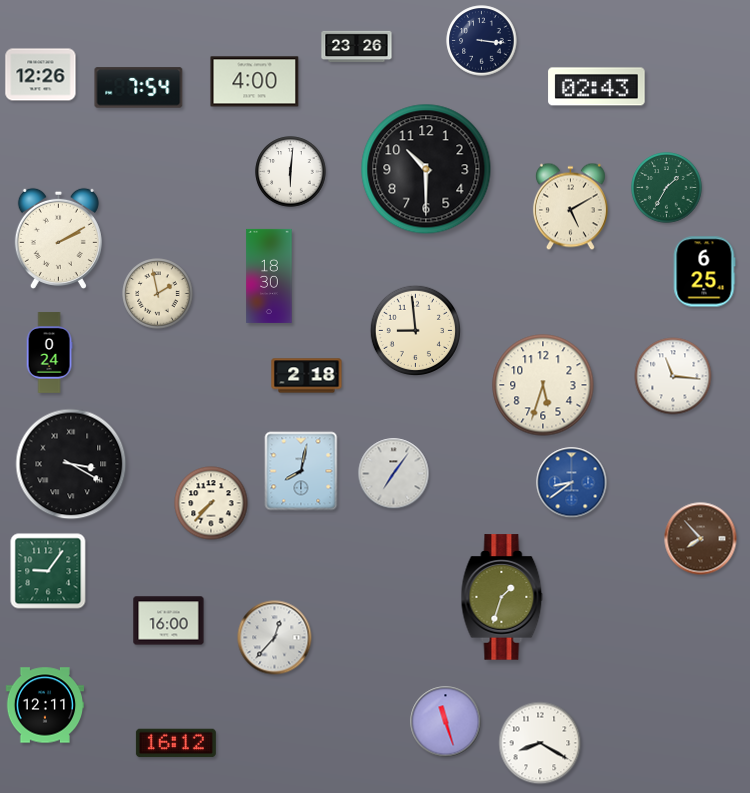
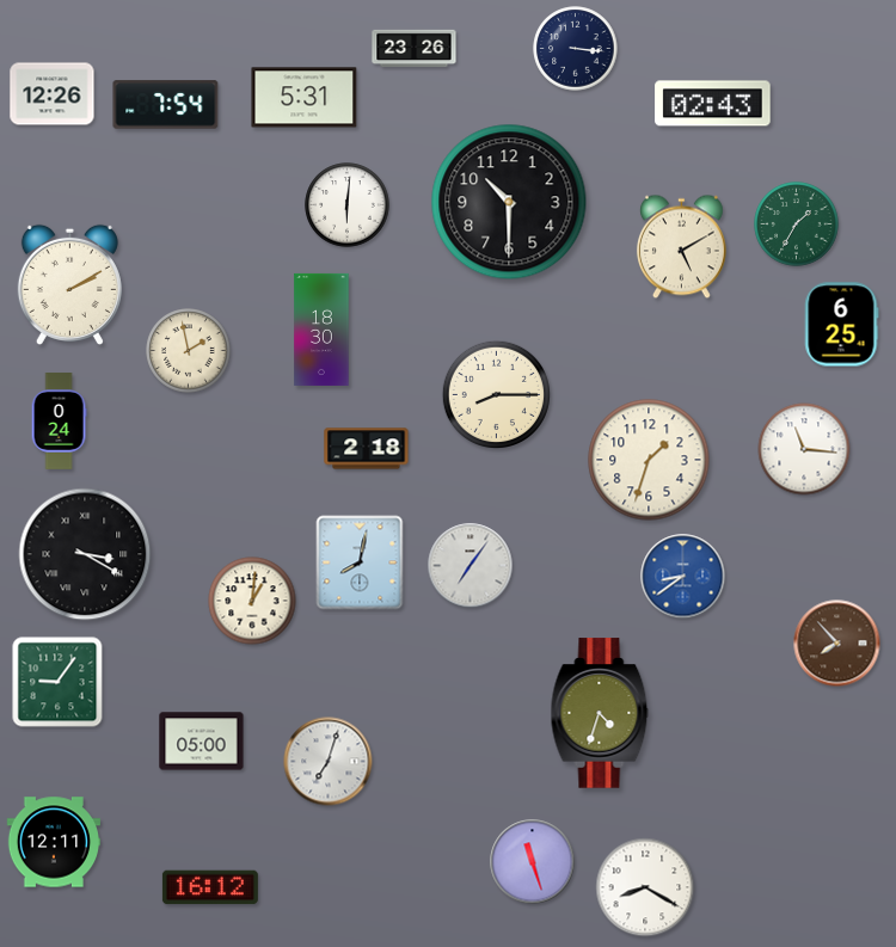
clock at (357, 47) position: (357, 47) -> (415, 49)
clock at (41, 75) position: (41, 75) -> (53, 94)
clock at (255, 82): 4:00 -> 5:31
clock at (415, 330): 8:59 -> 8:15
clock at (543, 385): 5:33 -> 1:33
clock at (211, 503): 7:37 -> 1:01
clock at (502, 597): 1:33 -> 4:33
clock at (169, 621): 16:00 -> 05:00
clock at (275, 638): 12:37 -> 7:03
